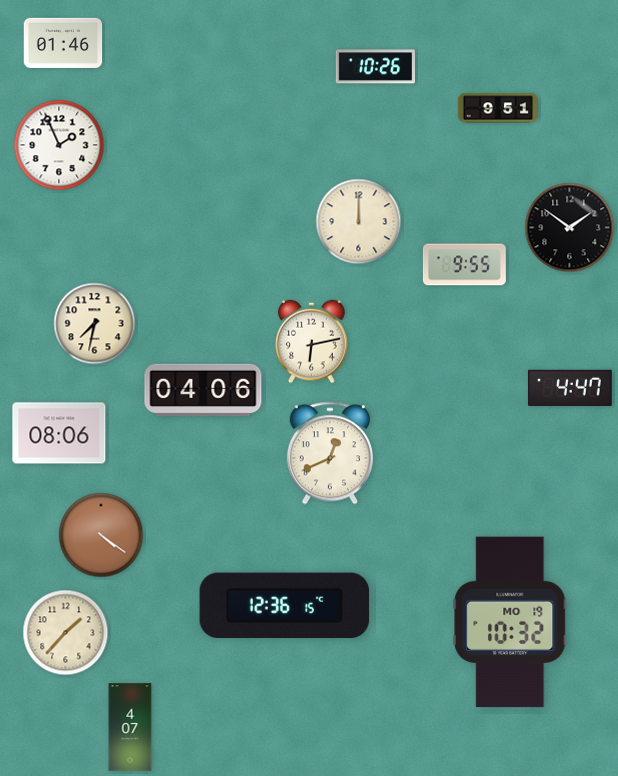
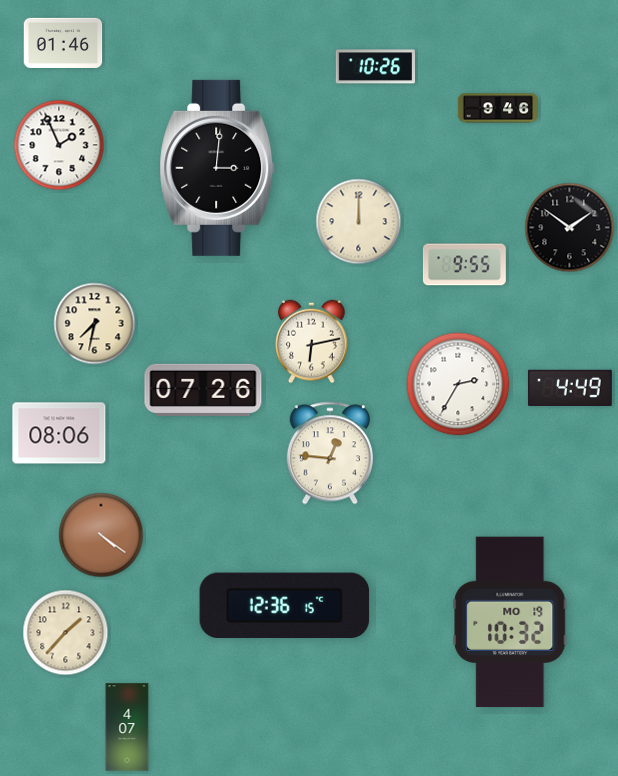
clock at (497, 108): 9:51 -> 9:46
clock at (217, 168): none -> 3:01
clock at (458, 384): none -> 2:35
clock at (570, 388): 4:47 -> 4:49
clock at (203, 390): 04:06 -> 07:26
clock at (330, 453): 12:41 -> 12:46
clock at (130, 727) position: (130, 727) -> (127, 727)
